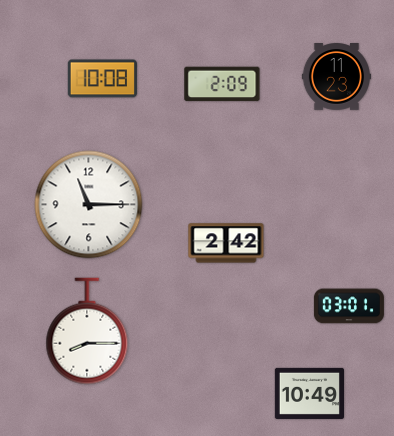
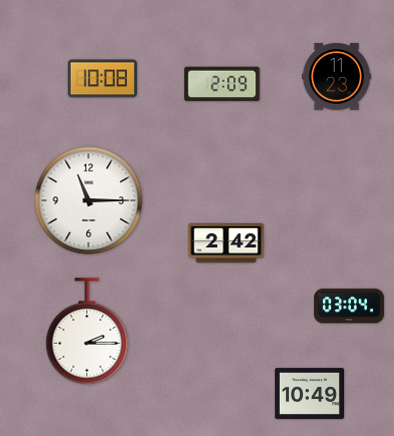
clock at (89, 205) position: (89, 205) -> (89, 201)
clock at (349, 306): 03:01 -> 03:04
clock at (87, 331): 8:15 -> 2:15
